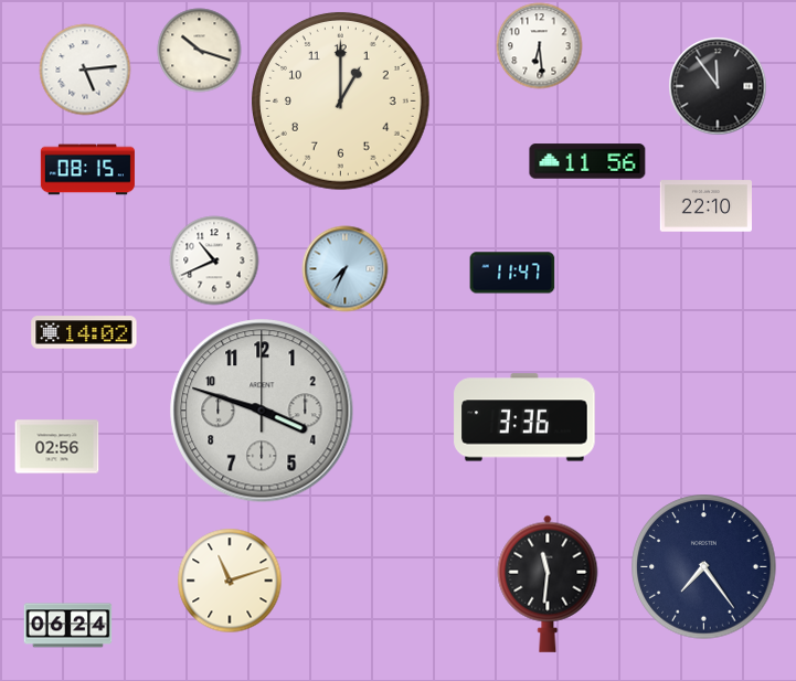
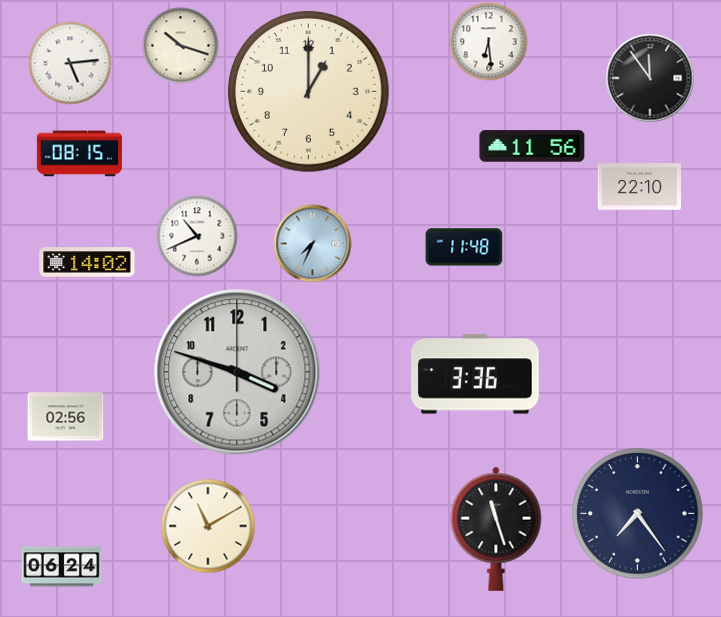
clock at (85, 70) position: (85, 70) -> (70, 63)
clock at (214, 260) position: (214, 260) -> (197, 236)
clock at (512, 273): 11:47 -> 11:48
clock at (84, 332) position: (84, 332) -> (87, 262)
clock at (524, 417) position: (524, 417) -> (475, 374)
clock at (57, 447) position: (57, 447) -> (66, 417)
clock at (230, 581): 11:12 -> 11:10
clock at (548, 584): 11:31 -> 11:27
